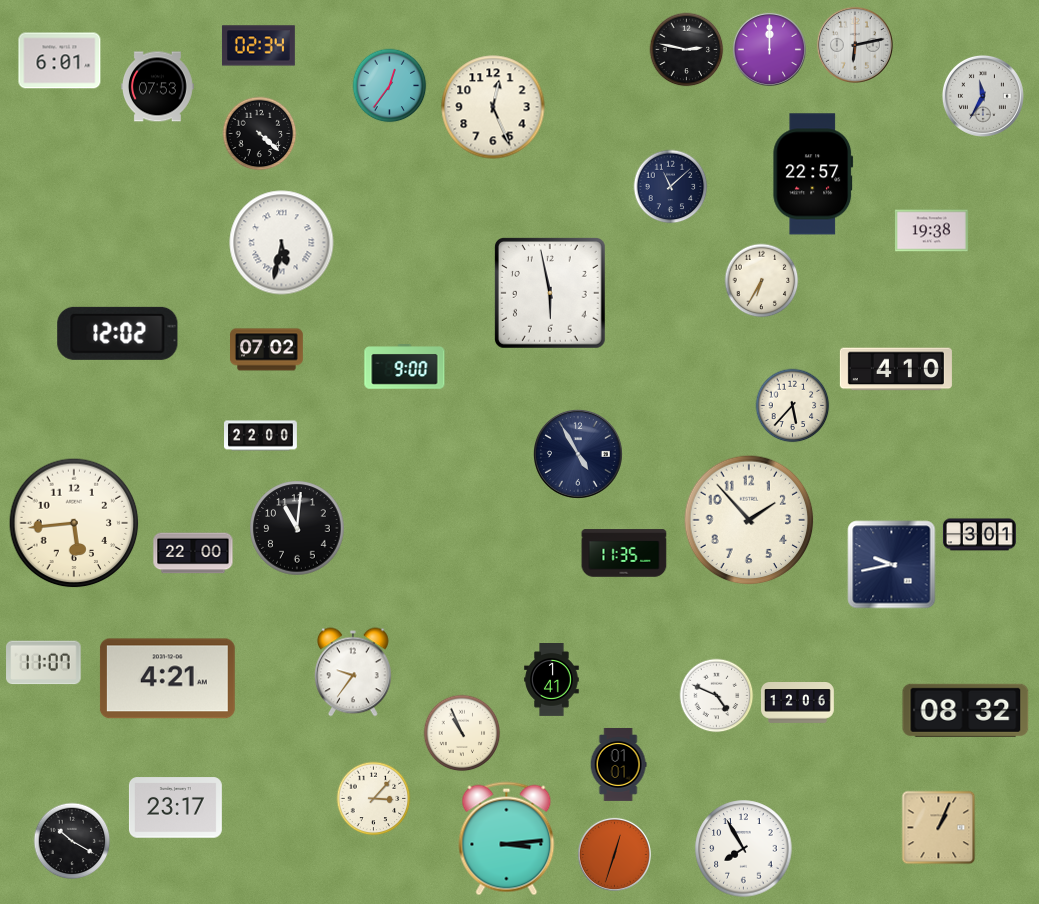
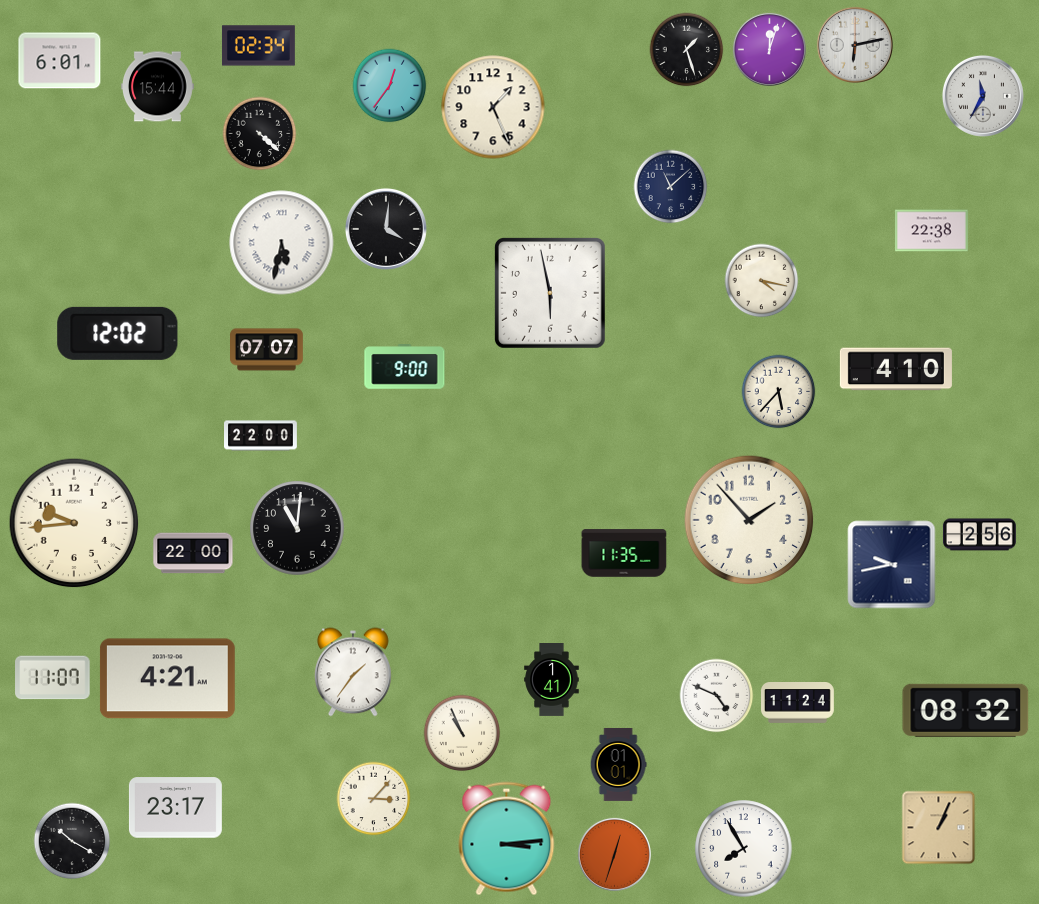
clock at (769, 49): 12:00 -> 12:03
clock at (687, 50): 2:47 -> 1:27
clock at (157, 87): 07:53 -> 15:44
clock at (493, 107): 12:26 -> 1:26
clock at (813, 174): 22:57 -> none
clock at (386, 229): none -> 4:01
clock at (931, 231): 19:38 -> 22:38
clock at (762, 281): 6:35 -> 4:17
clock at (267, 350): 07:02 -> 07:07
clock at (793, 406) position: (793, 406) -> (779, 392)
clock at (578, 454): 4:55 -> none
clock at (74, 523): 5:44 -> 9:44
clock at (979, 535): 3:01 -> 2:56
clock at (44, 663) position: (44, 663) -> (53, 678)
clock at (354, 672): 9:36 -> 1:36
clock at (798, 703): 12:06 -> 11:24
